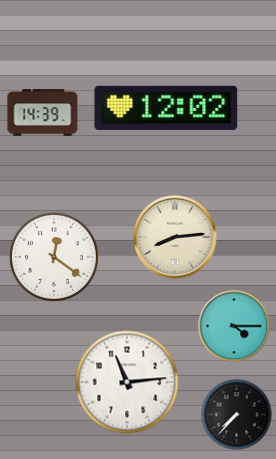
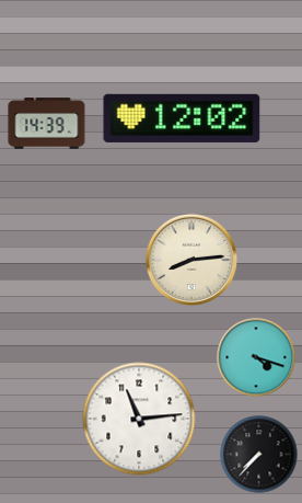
clock at (54, 257): 12:21 -> none
clock at (234, 326): 4:15 -> 4:18
